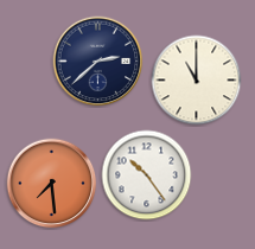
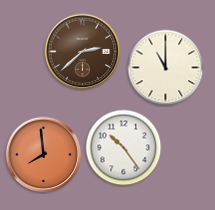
clock at (98, 62) dial: navy -> brown
clock at (52, 184): 7:29 -> 7:59
